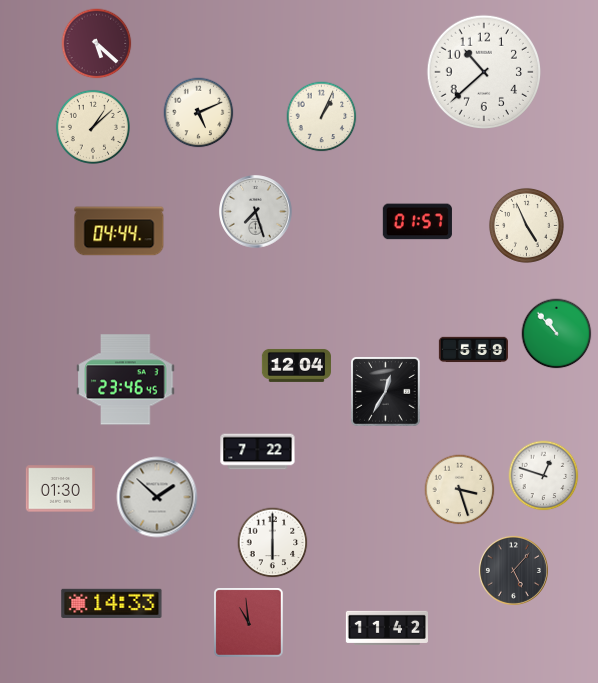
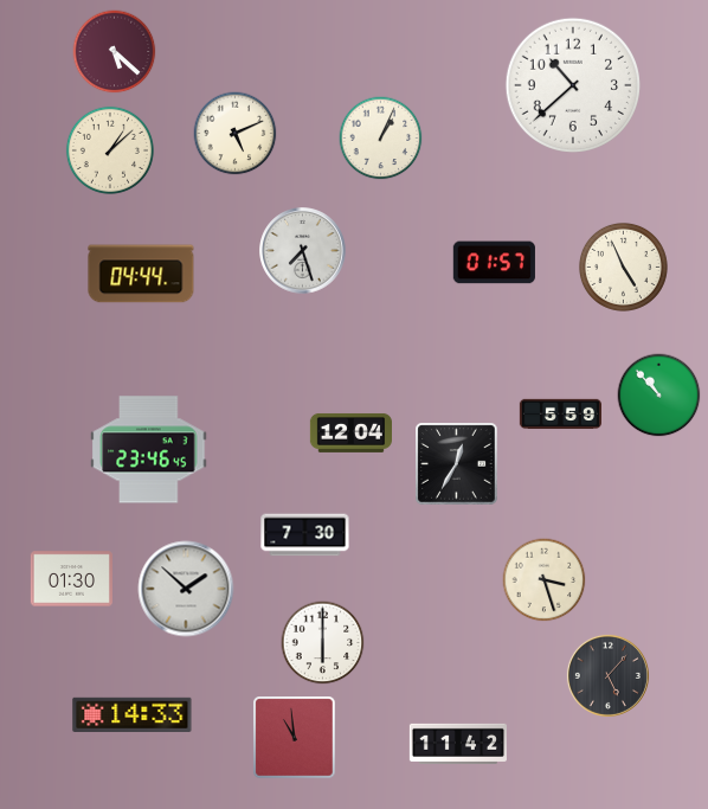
clock at (258, 452): 7:22 -> 7:30
clock at (544, 476): 12:48 -> none
